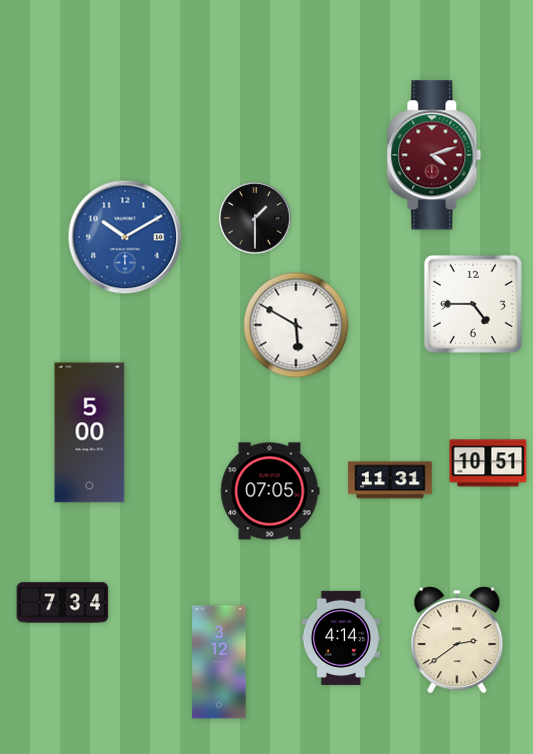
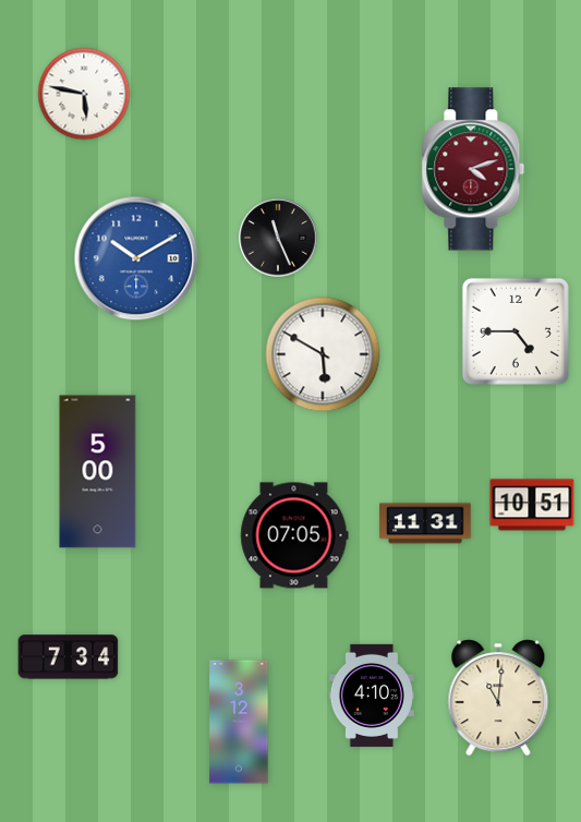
clock at (84, 94): none -> 5:47
clock at (255, 218): 1:30 -> 11:26
clock at (341, 638): 4:14 -> 4:10
clock at (457, 640): 2:39 -> 11:01
